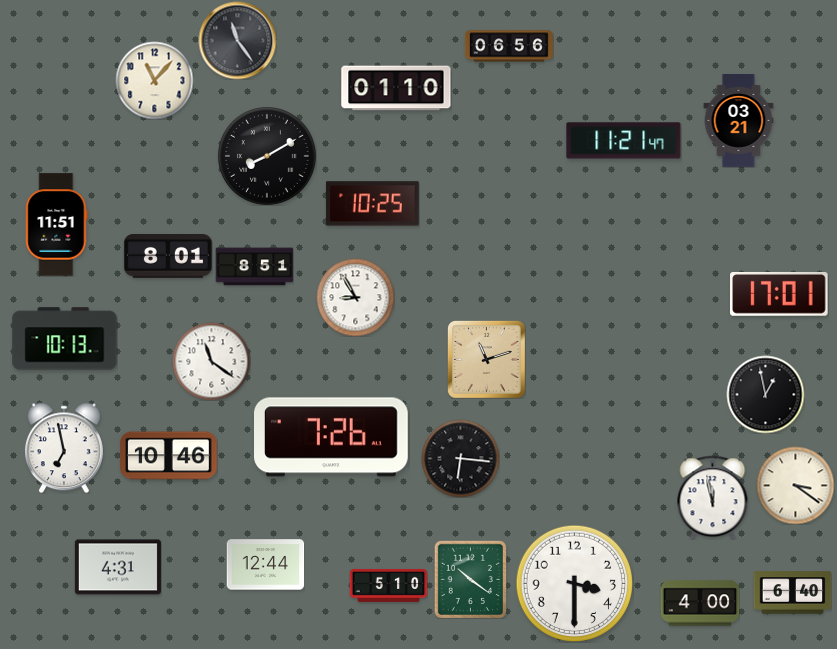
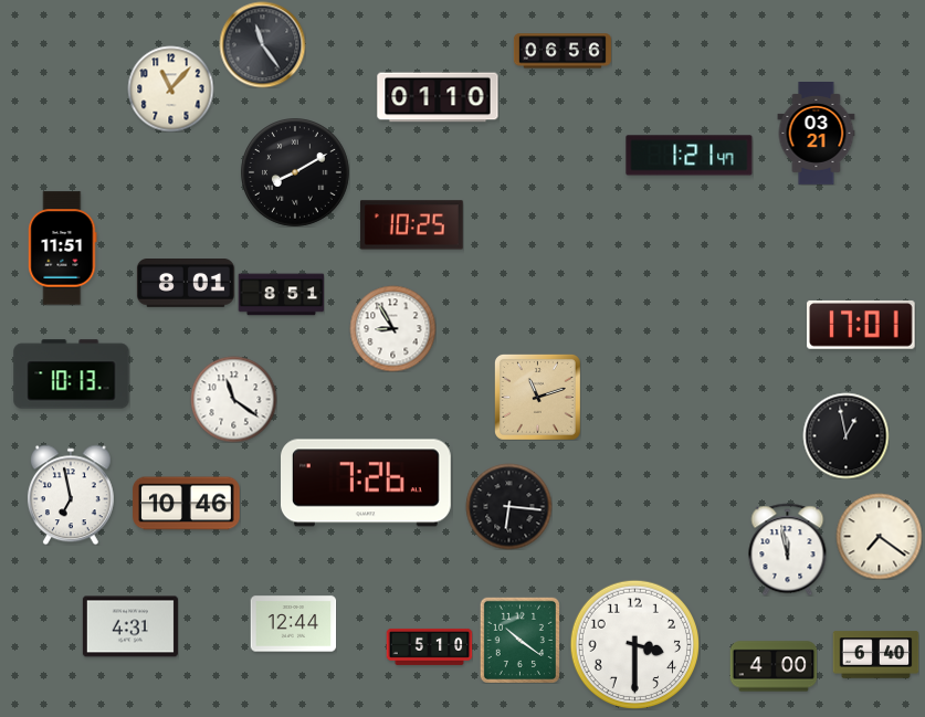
clock at (624, 141): 11:21 -> 1:21
clock at (795, 485): 3:21 -> 7:21
